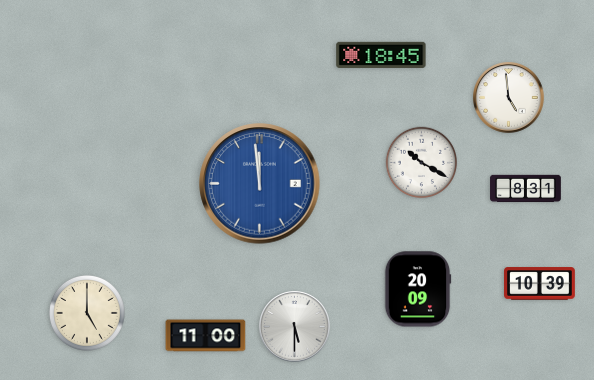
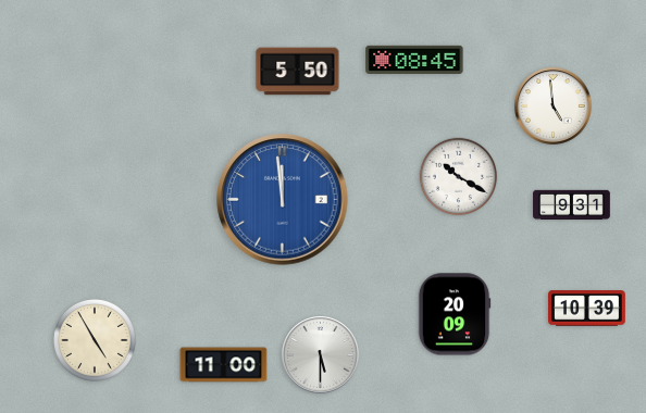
clock at (381, 55): 18:45 -> 08:45
clock at (298, 72): none -> 5:50
clock at (526, 189): 8:31 -> 9:31
clock at (87, 313): 5:00 -> 4:55
